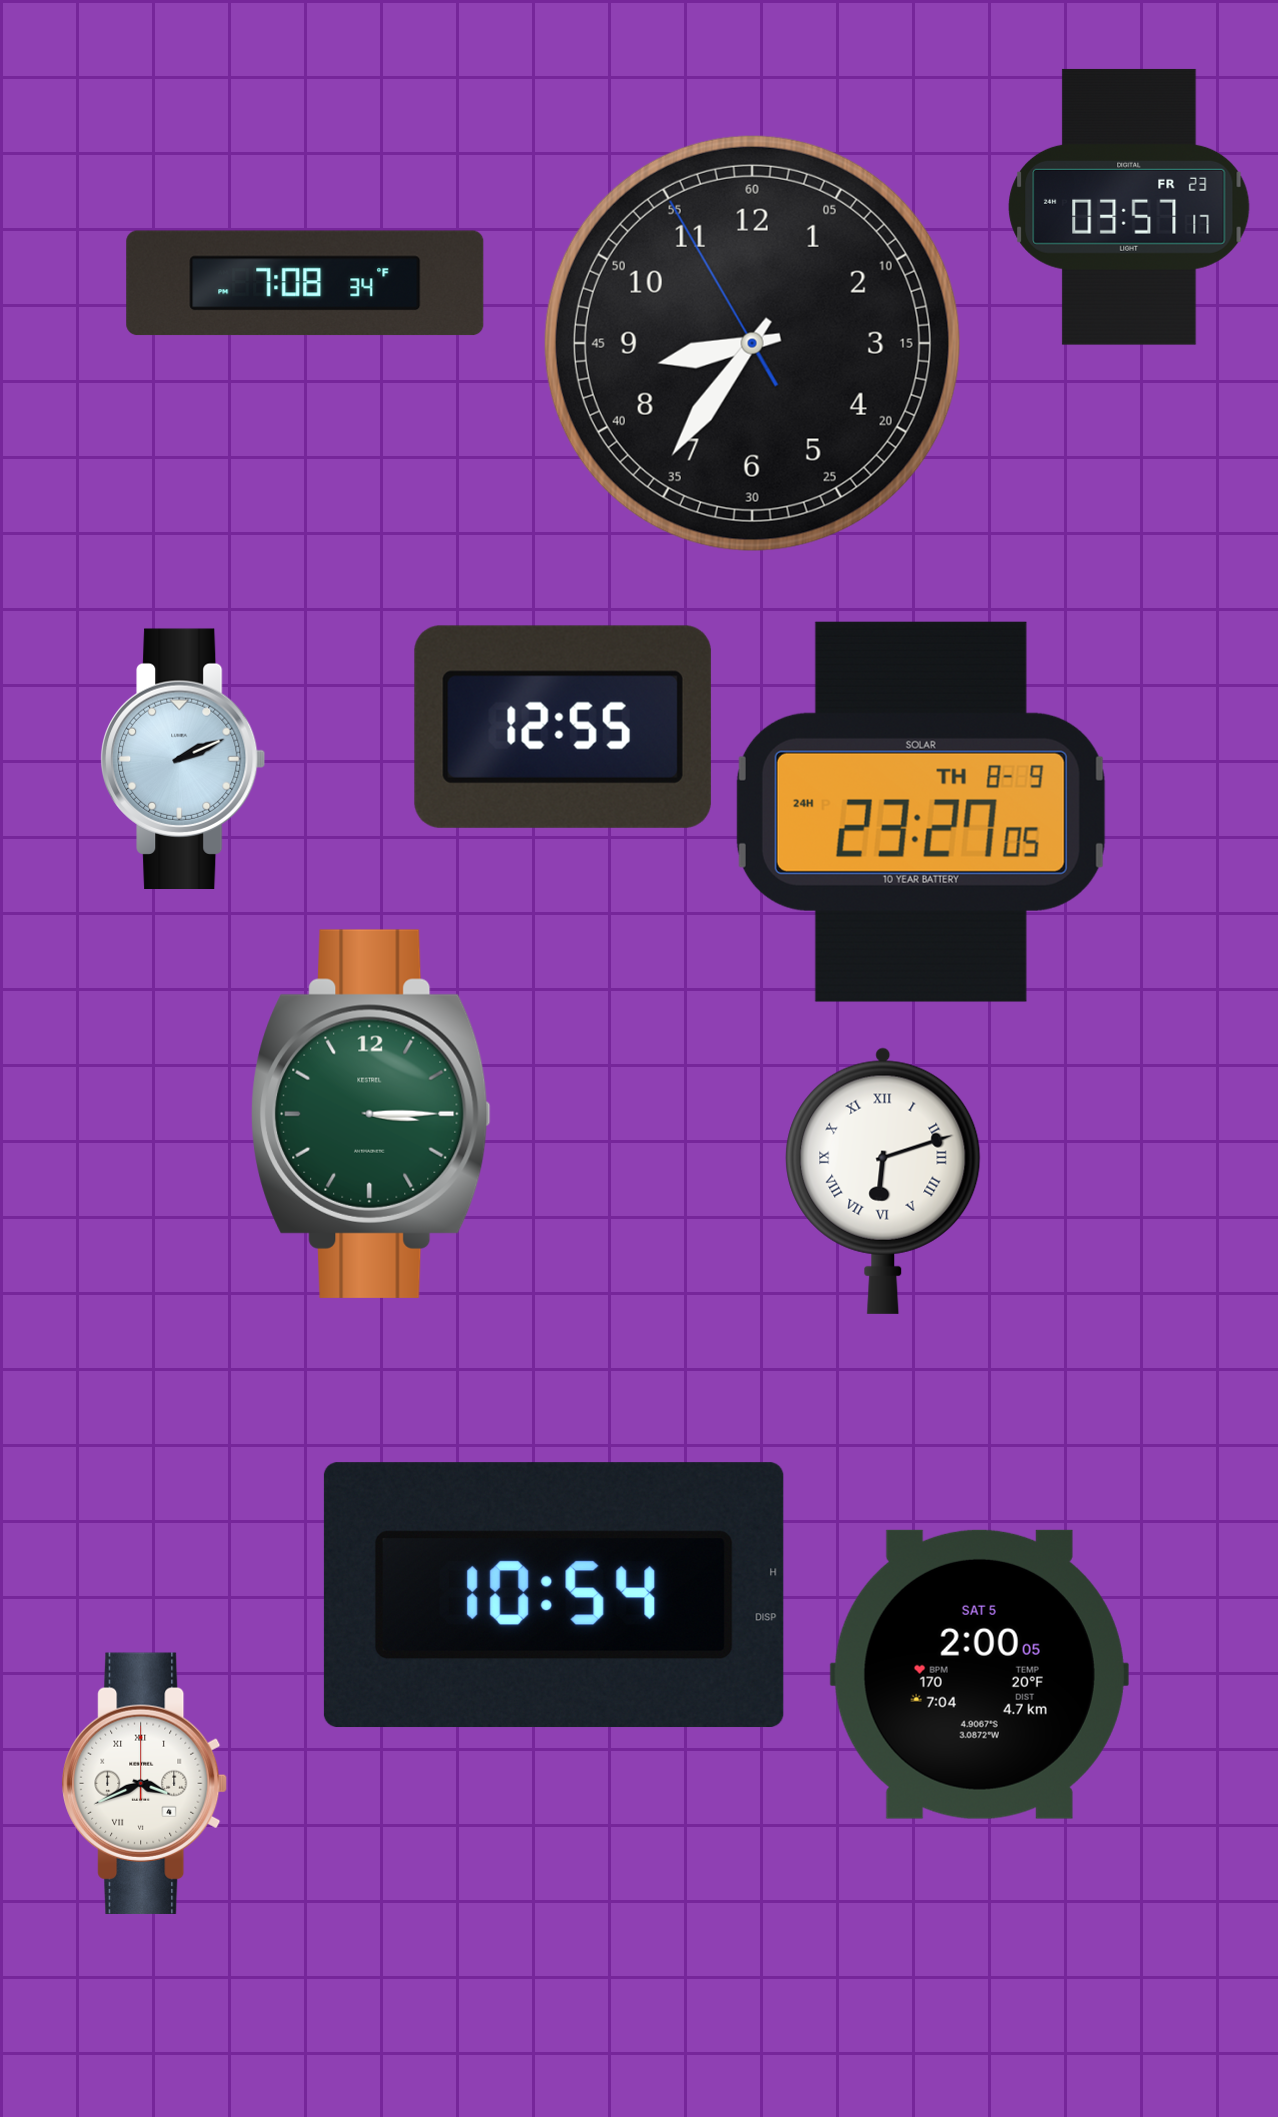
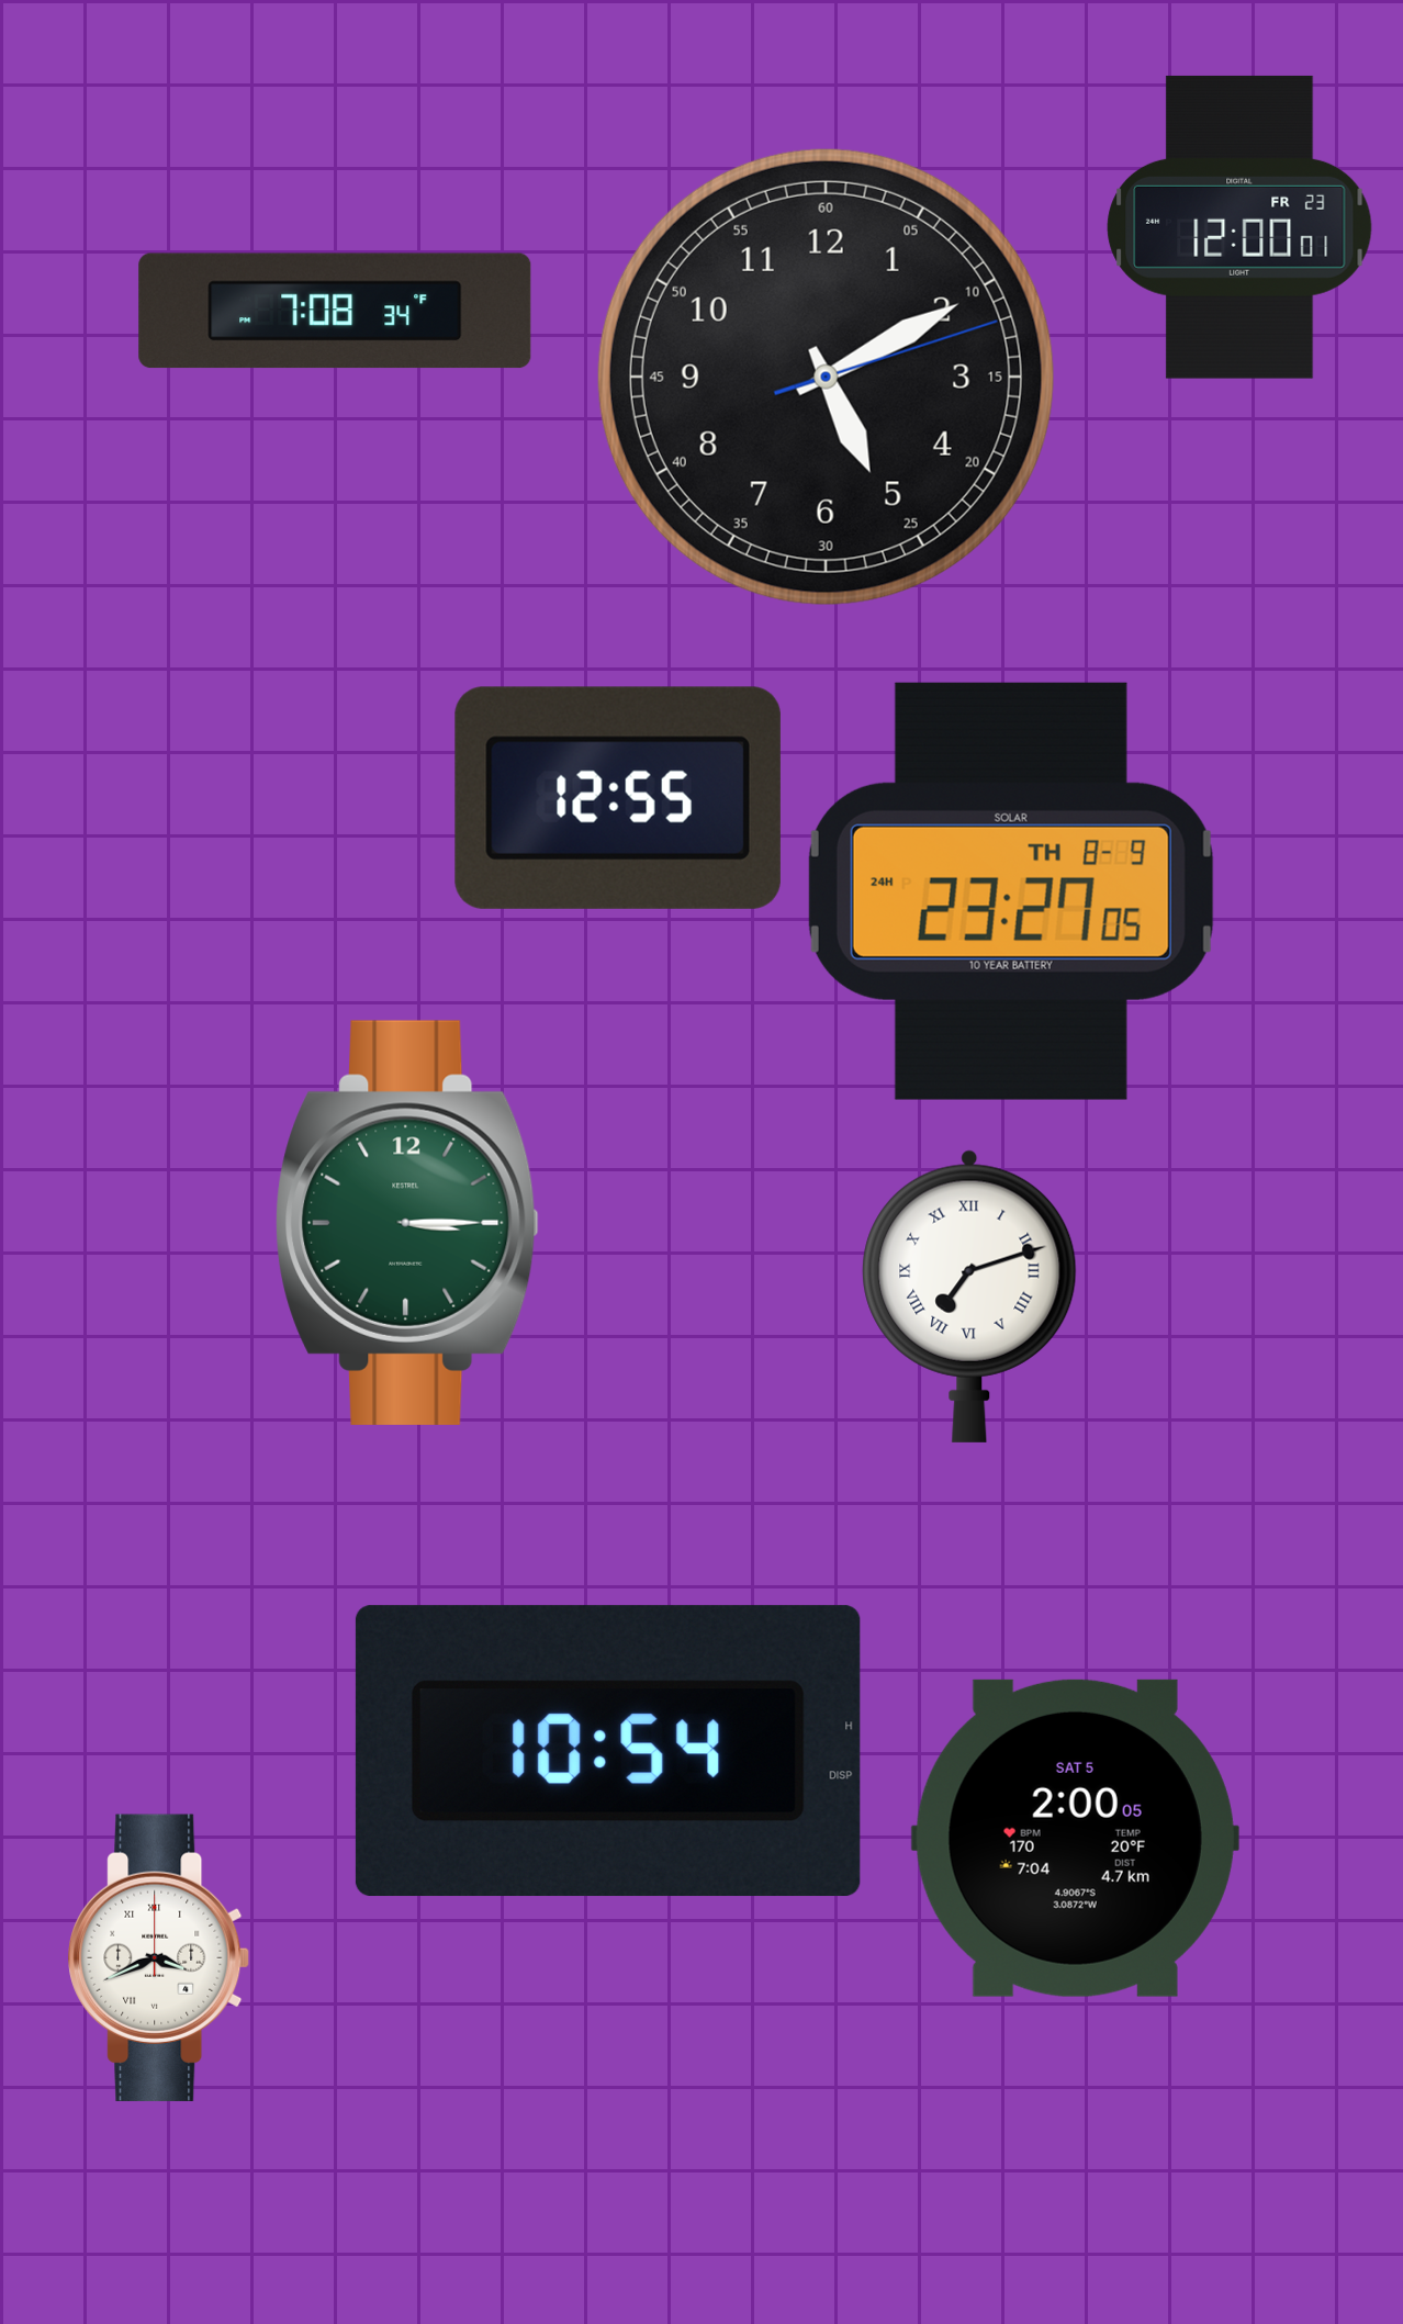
clock at (1129, 207): 03:57 -> 12:00
clock at (752, 343): 8:35 -> 5:10
clock at (183, 758): 2:11 -> none
clock at (883, 1181): 6:12 -> 7:12
